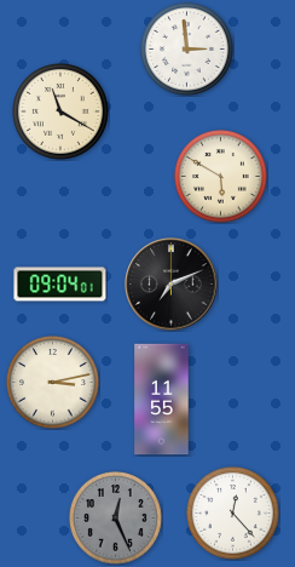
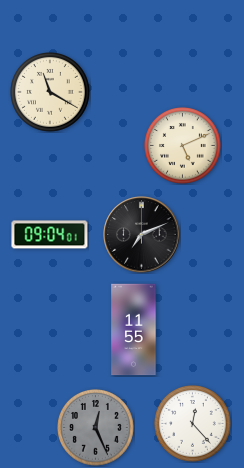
clock at (187, 50): 2:59 -> none
clock at (221, 177): 5:50 -> 5:11
clock at (53, 383): 3:13 -> none
